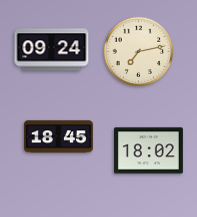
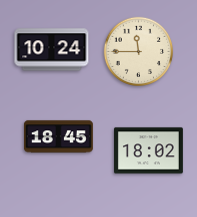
clock at (52, 50): 09:24 -> 10:24
clock at (139, 52): 7:13 -> 11:45
